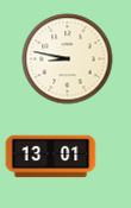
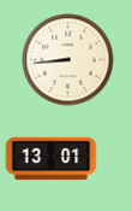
clock at (68, 59): 8:47 -> 8:44
